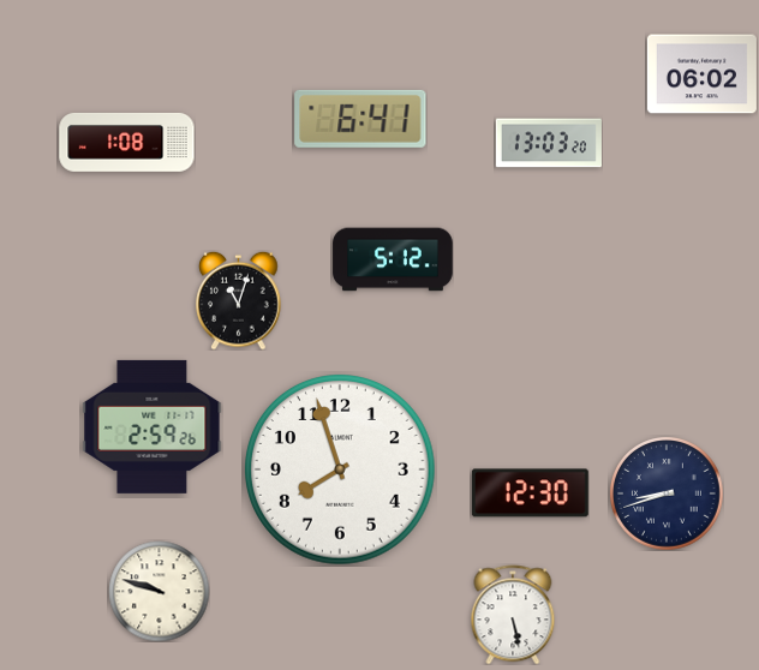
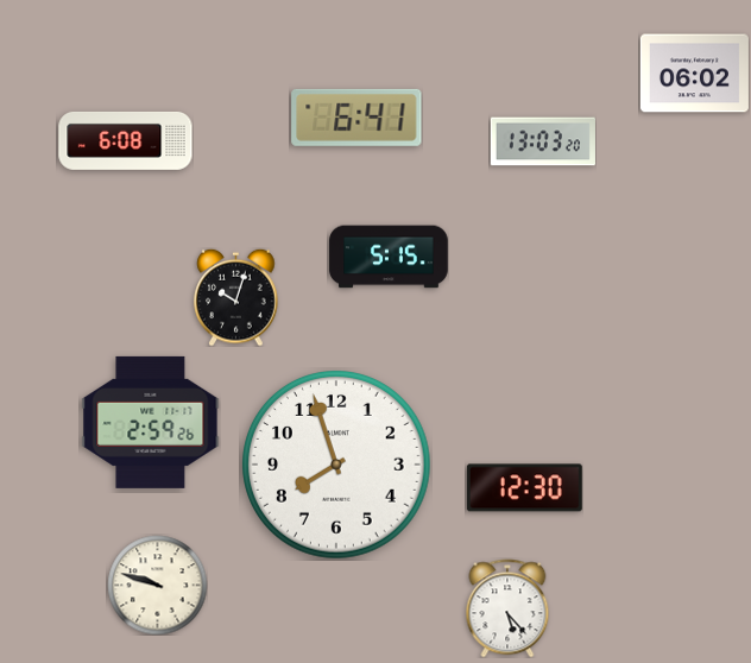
clock at (127, 142): 1:08 -> 6:08
clock at (393, 259): 5:12 -> 5:15
clock at (239, 300): 11:03 -> 10:03
clock at (667, 493): 8:42 -> none
clock at (513, 615): 5:28 -> 5:23
